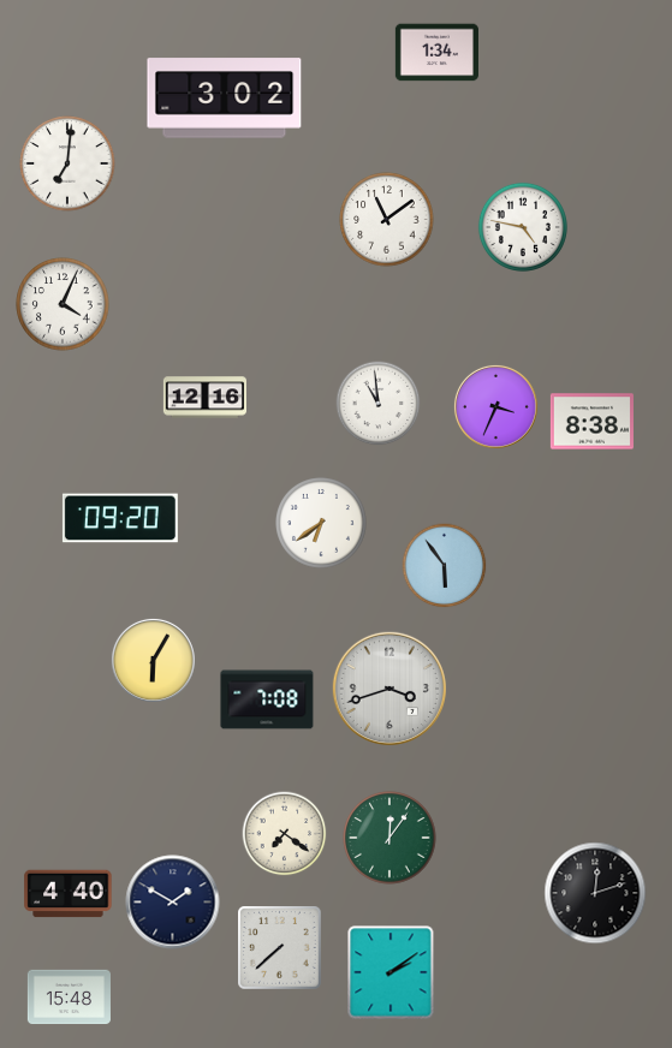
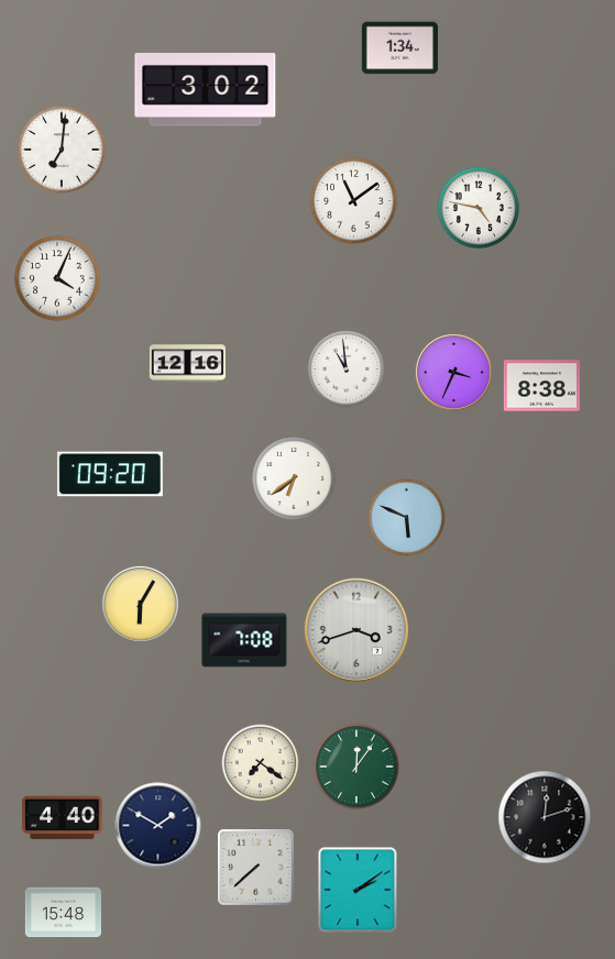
clock at (445, 566): 5:54 -> 5:49
